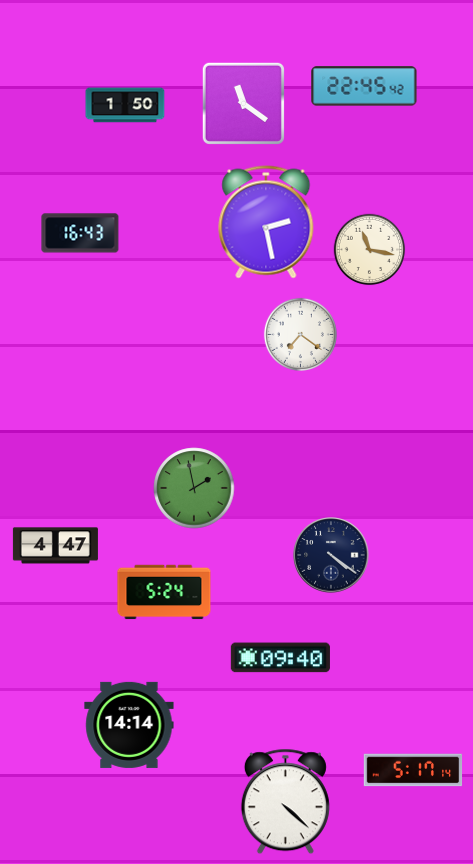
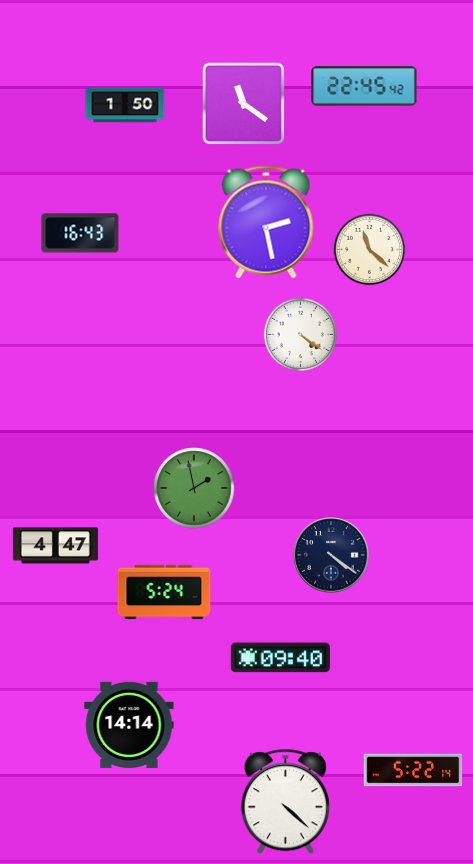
clock at (370, 250): 11:17 -> 11:22
clock at (300, 334): 7:21 -> 4:21
clock at (413, 770): 5:17 -> 5:22
